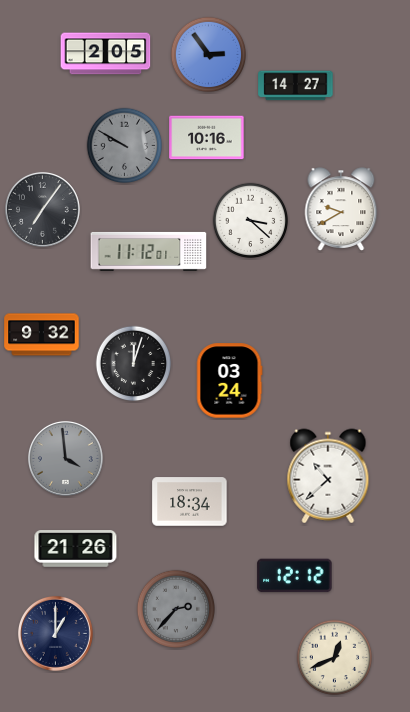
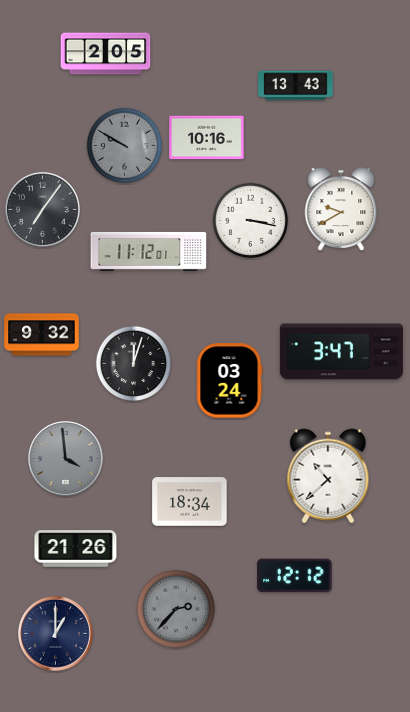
clock at (209, 55): 2:54 -> none
clock at (296, 86): 14:27 -> 13:43
clock at (251, 221): 3:22 -> 3:17
clock at (341, 352): none -> 3:47
clock at (335, 658): 12:41 -> none
